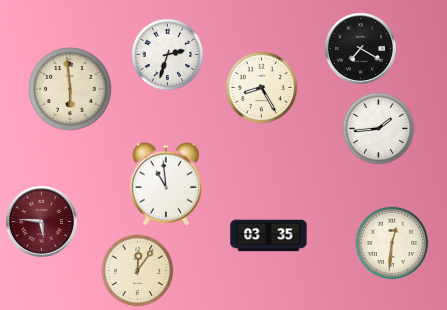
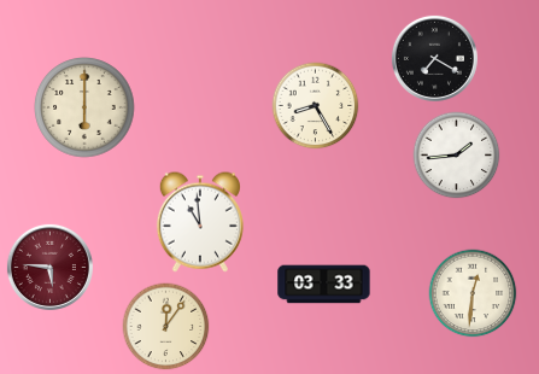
clock at (168, 55): 2:33 -> none
clock at (70, 89): 5:59 -> 6:00
clock at (269, 236): 03:35 -> 03:33
